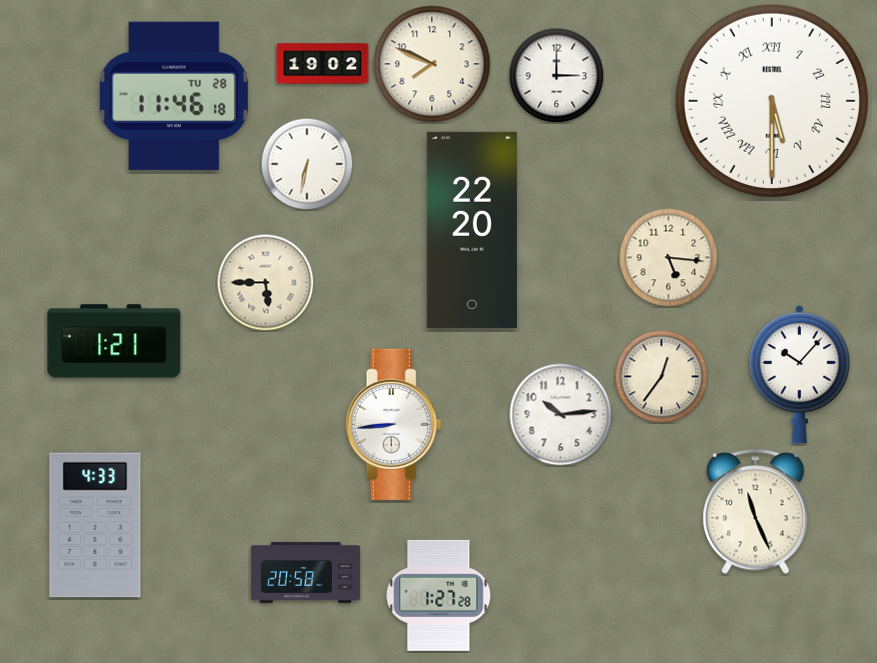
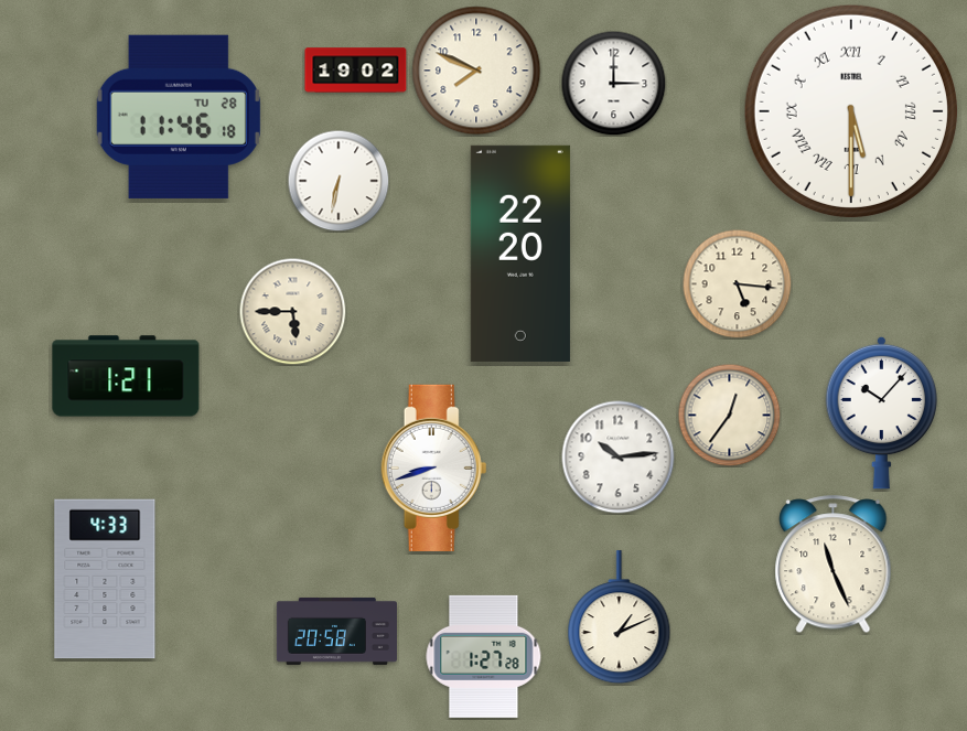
clock at (174, 96) position: (174, 96) -> (179, 117)
clock at (394, 424): 8:44 -> 8:42
clock at (620, 617): none -> 1:11
